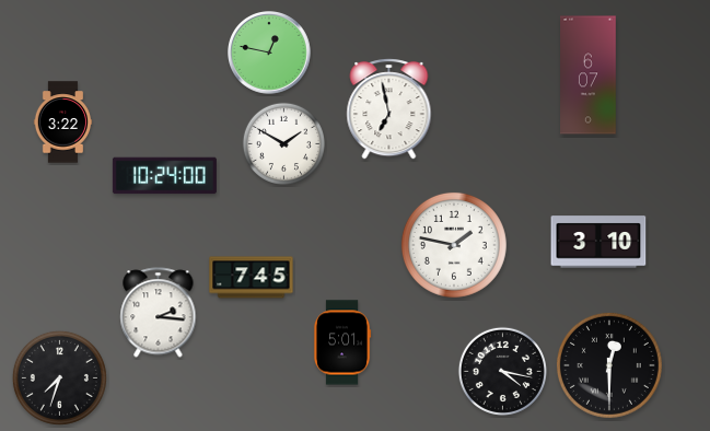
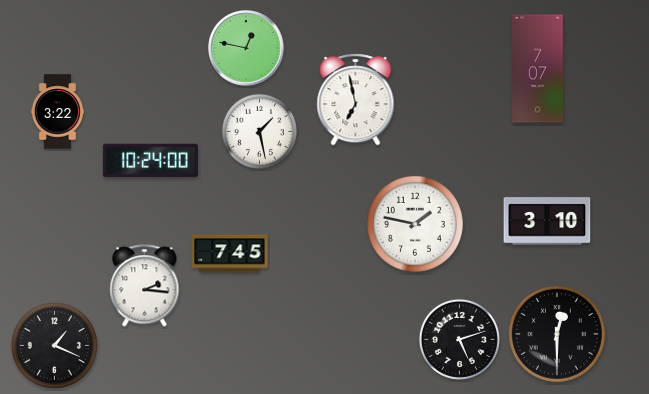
clock at (589, 75): 6:07 -> 7:07
clock at (283, 143): 1:50 -> 1:28
clock at (342, 342): 5:01 -> none
clock at (502, 371): 4:17 -> 5:12
clock at (59, 377): 7:33 -> 1:19
